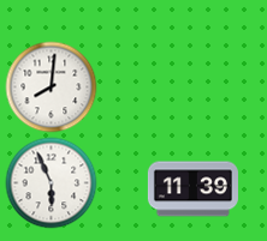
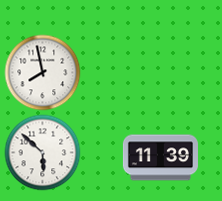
clock at (52, 88): 8:01 -> 7:58
clock at (52, 183): 5:56 -> 5:52
